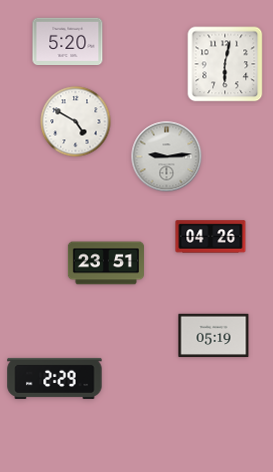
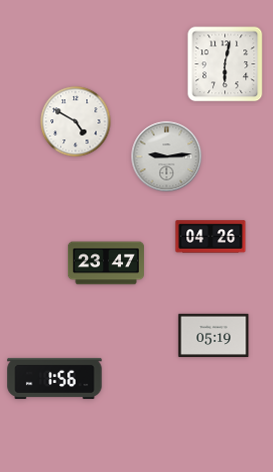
clock at (68, 41): 5:20 -> none
clock at (106, 263): 23:51 -> 23:47
clock at (55, 378): 2:29 -> 1:56
